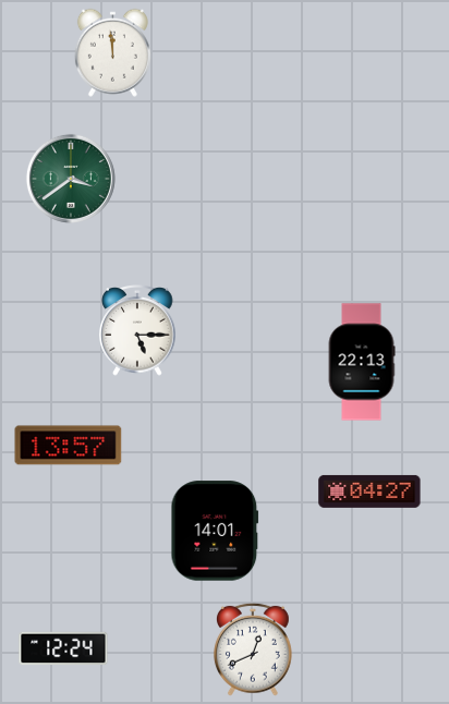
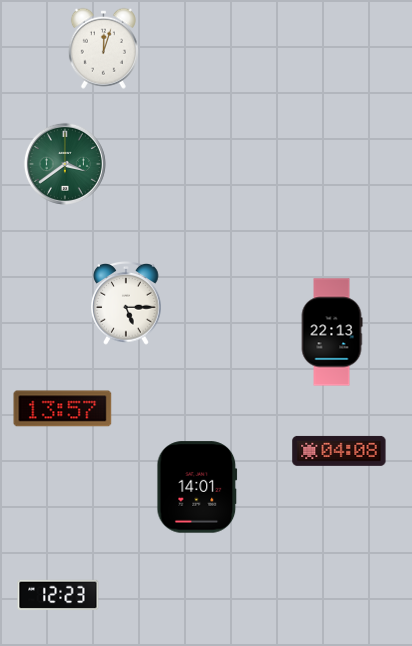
clock at (112, 52): 11:59 -> 12:03
clock at (369, 491): 04:27 -> 04:08
clock at (63, 648): 12:24 -> 12:23
clock at (253, 650): 12:41 -> none
